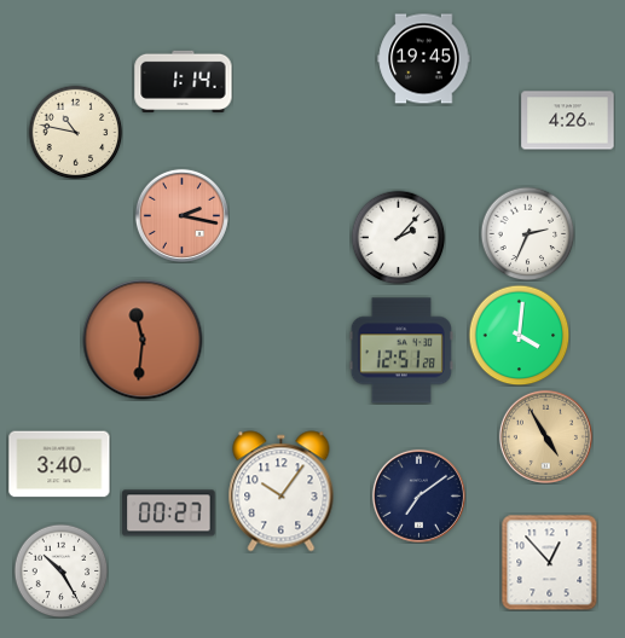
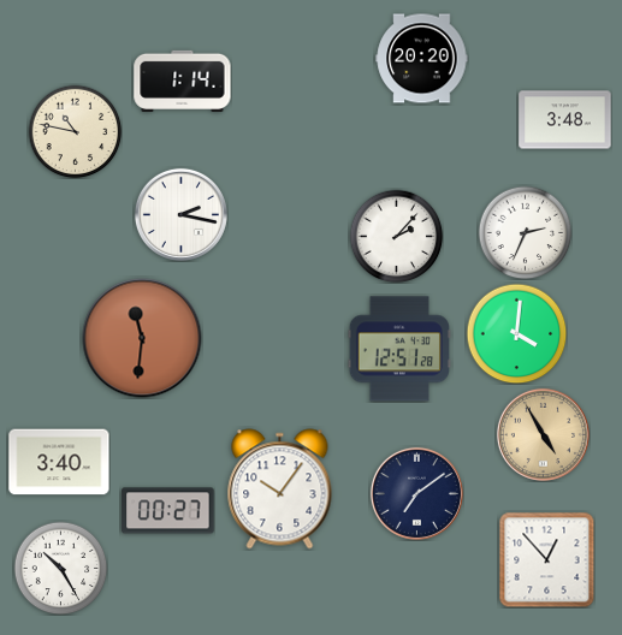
clock at (424, 59): 19:45 -> 20:20
clock at (568, 121): 4:26 -> 3:48
clock at (181, 215) dial: salmon -> white
